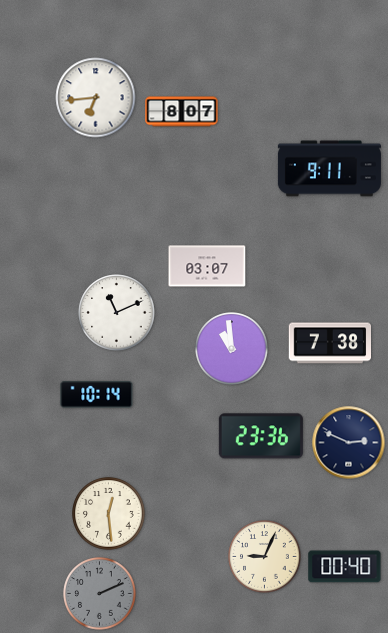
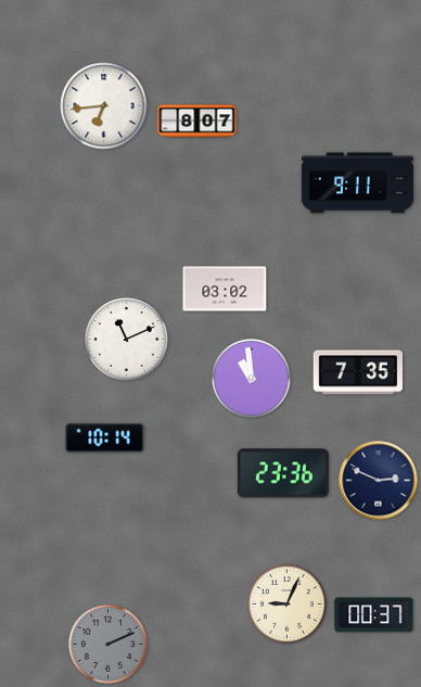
clock at (207, 266): 03:07 -> 03:02
clock at (330, 343): 7:38 -> 7:35
clock at (97, 395) position: (97, 395) -> (105, 438)
clock at (109, 514): 12:29 -> none
clock at (345, 567): 00:40 -> 00:37
